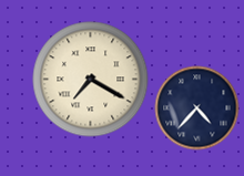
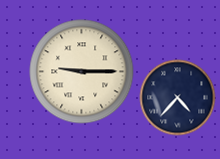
clock at (91, 80): 7:20 -> 9:15
